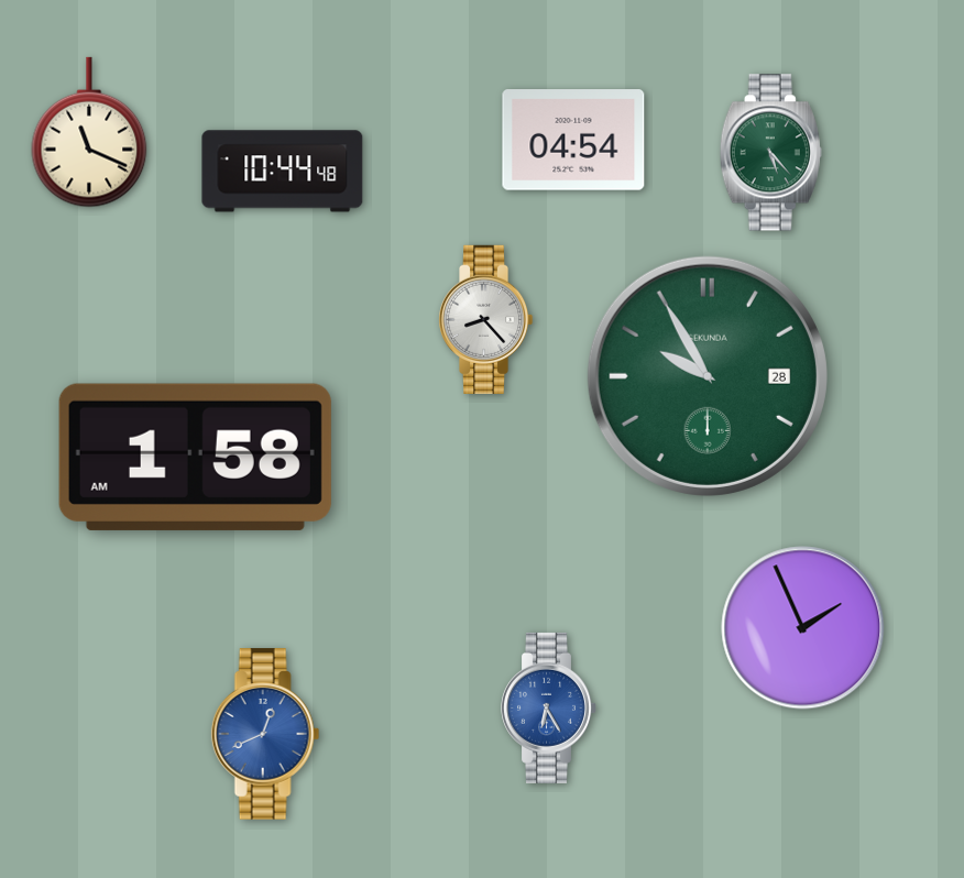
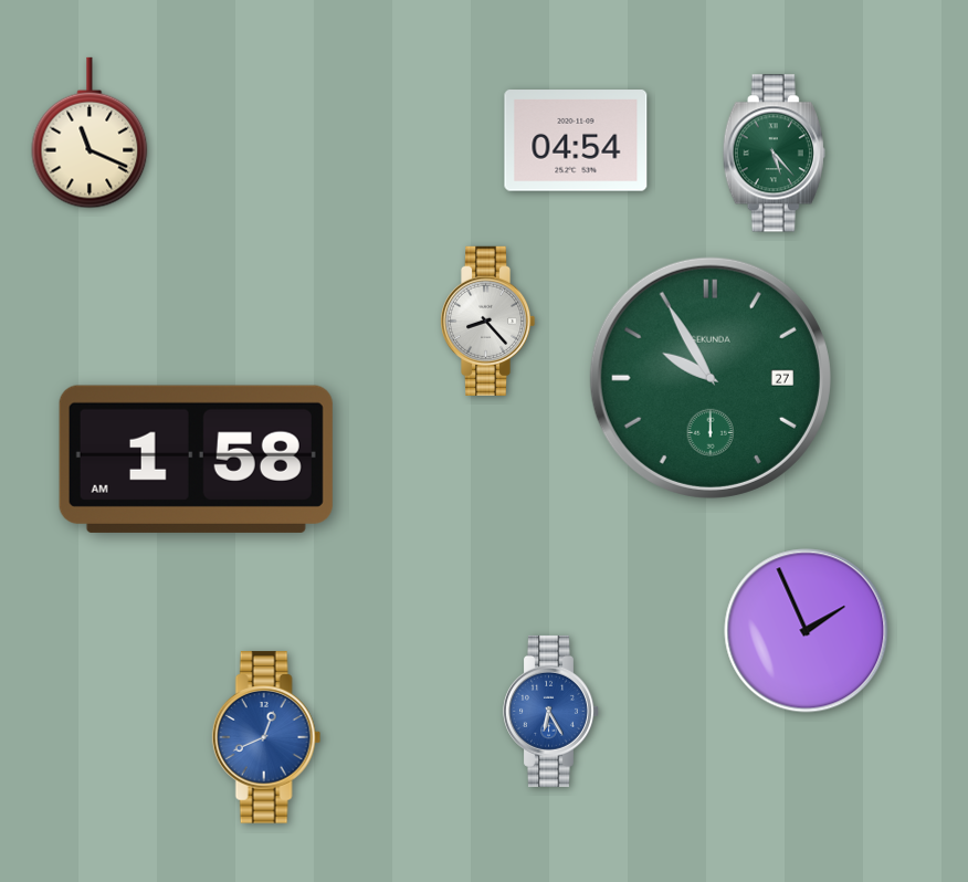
clock at (283, 172): 10:44 -> none
clock at (708, 376) date: 28 -> 27
